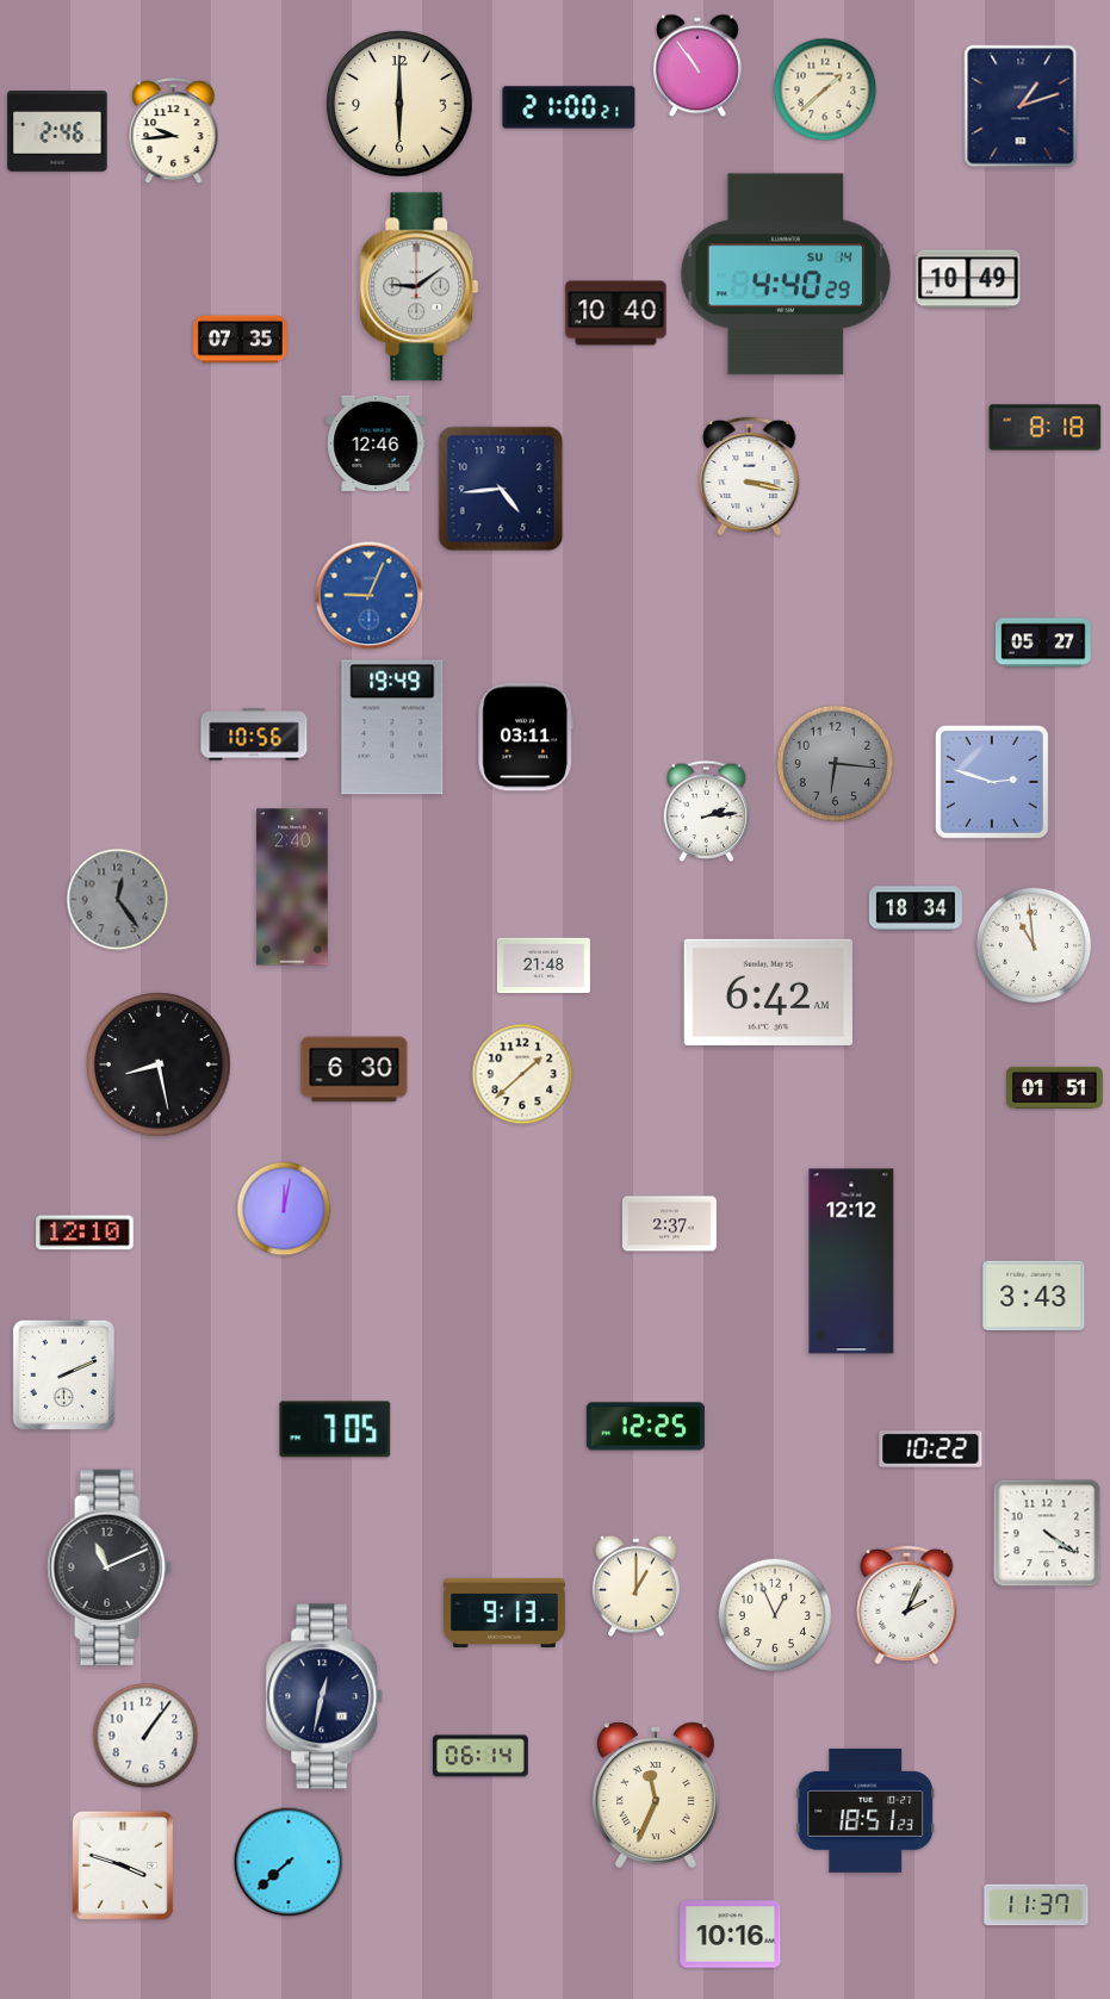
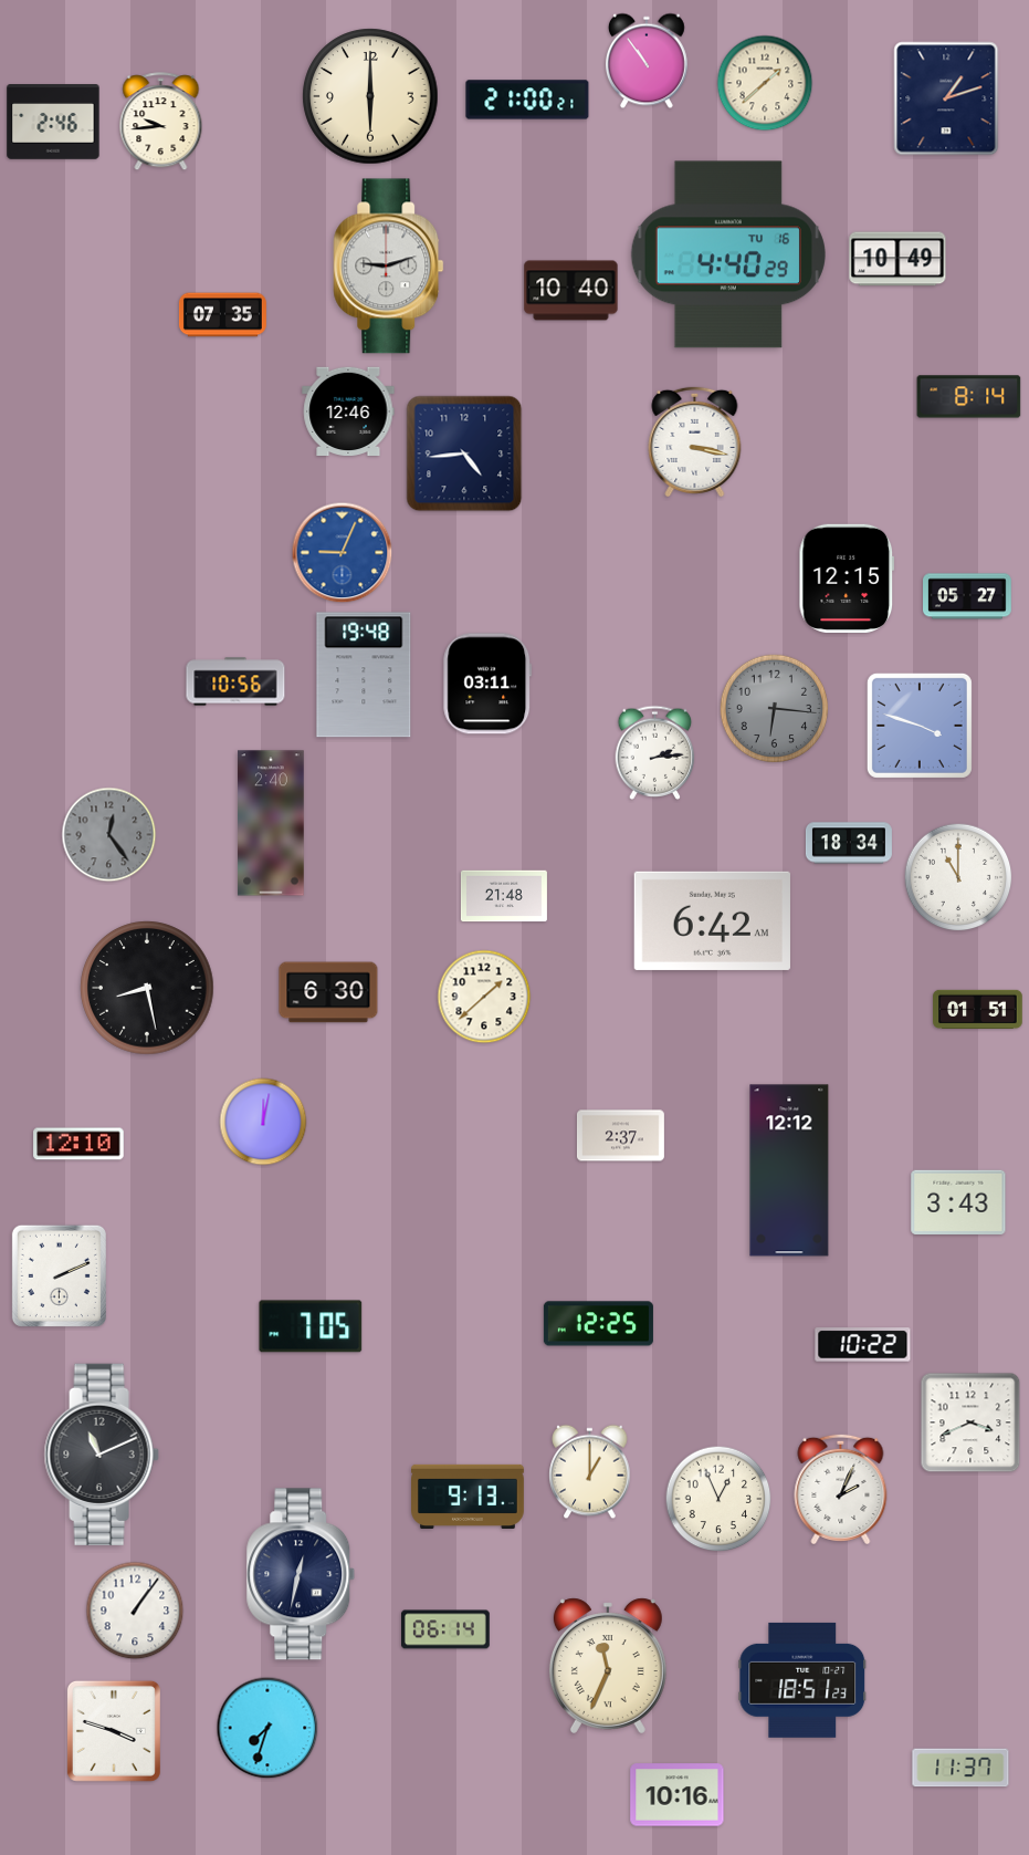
clock at (786, 274) date: SU 14 -> TU 16
clock at (420, 287): 9:09 -> 9:12
clock at (1046, 428): 8:18 -> 8:14
clock at (847, 579): none -> 12:15
clock at (392, 727): 19:49 -> 19:48
clock at (992, 782): 2:48 -> 3:48
clock at (1034, 945): 10:59 -> 11:00
clock at (1047, 1533): 4:21 -> 3:41
clock at (289, 1862): 7:38 -> 7:33
